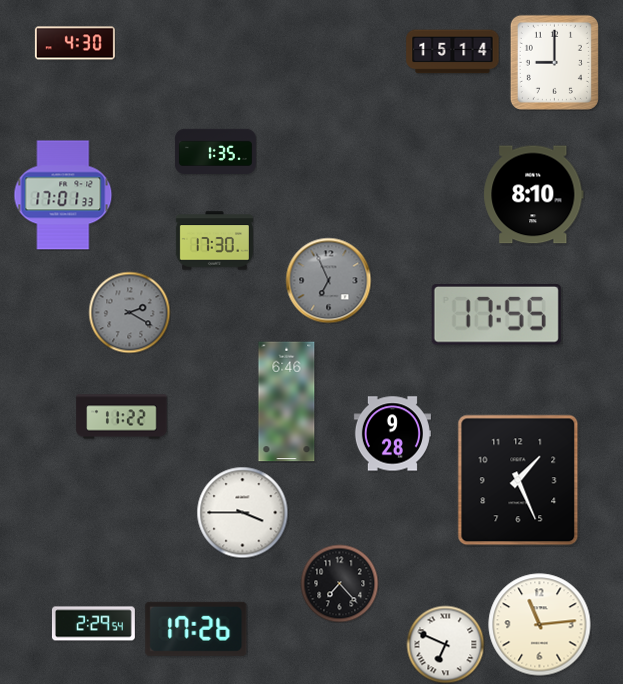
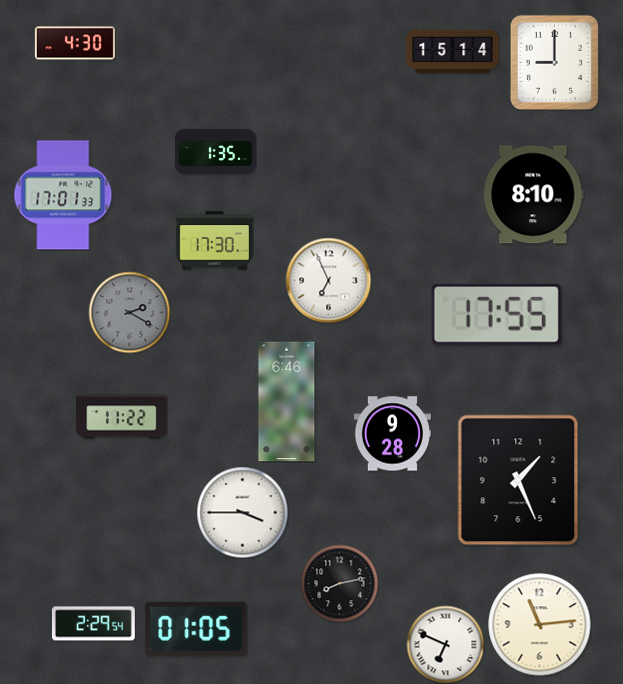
clock at (328, 280) dial: grey -> white
clock at (339, 583): 7:23 -> 8:13
clock at (196, 629): 17:26 -> 01:05
